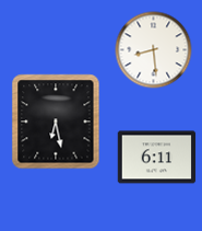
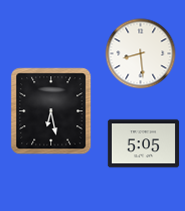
clock at (154, 50) position: (154, 50) -> (141, 54)
clock at (157, 158): 6:11 -> 5:05
